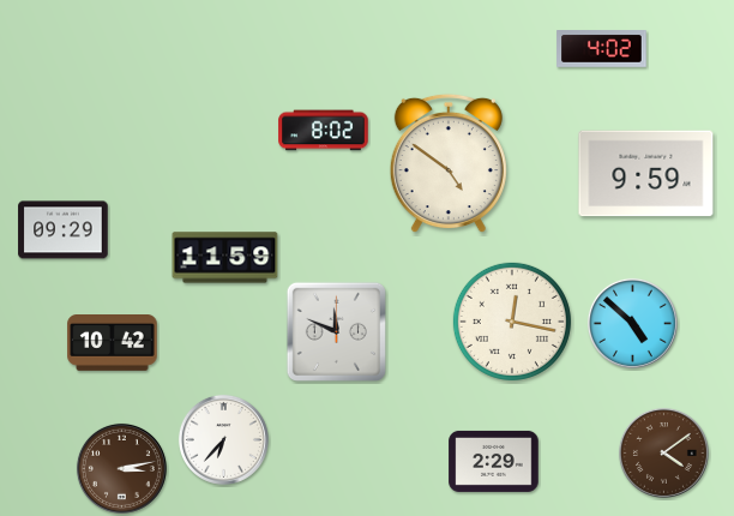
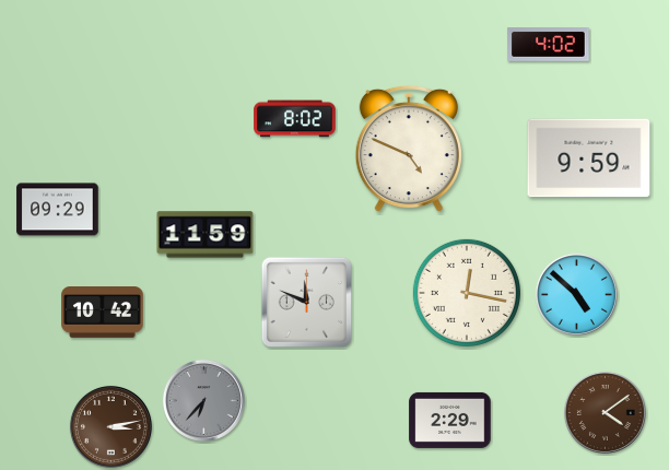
clock at (449, 163): 4:51 -> 4:49
clock at (223, 439) dial: white -> grey
